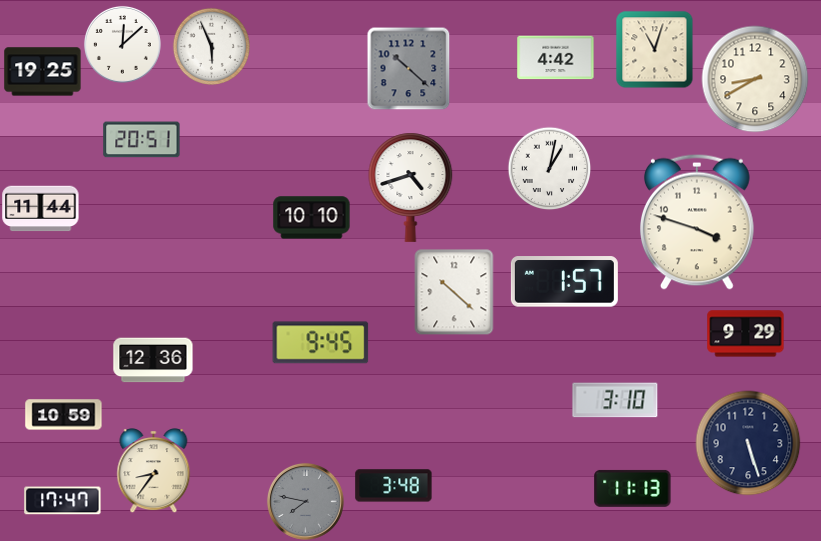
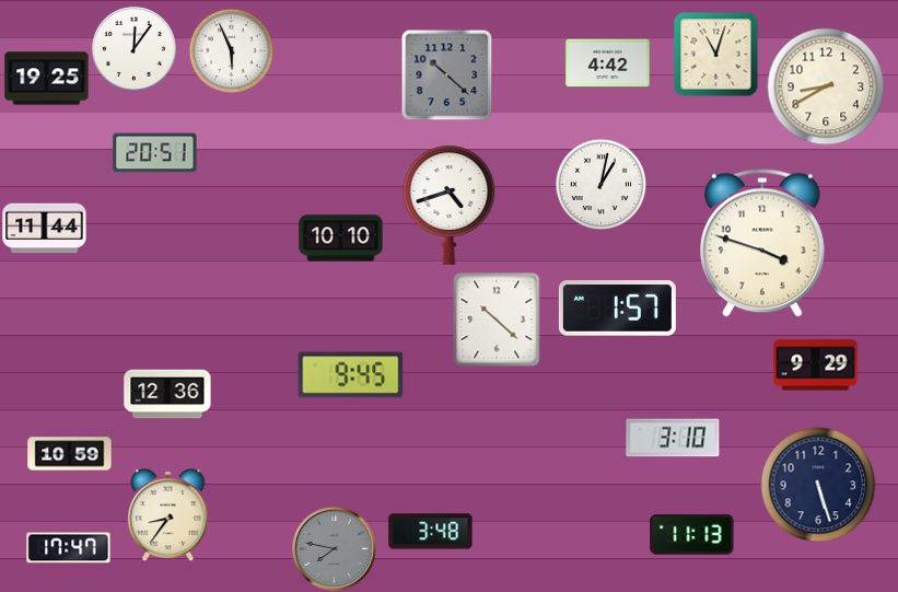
clock at (122, 44): 12:08 -> 12:06
